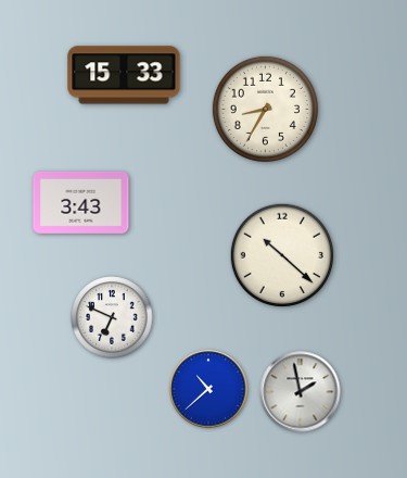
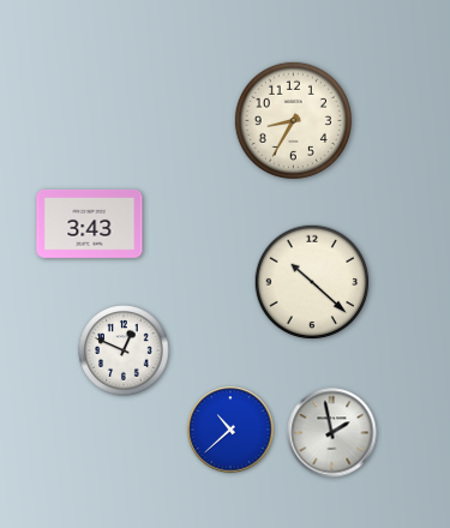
clock at (124, 75): 15:33 -> none
clock at (112, 317): 6:49 -> 12:49
